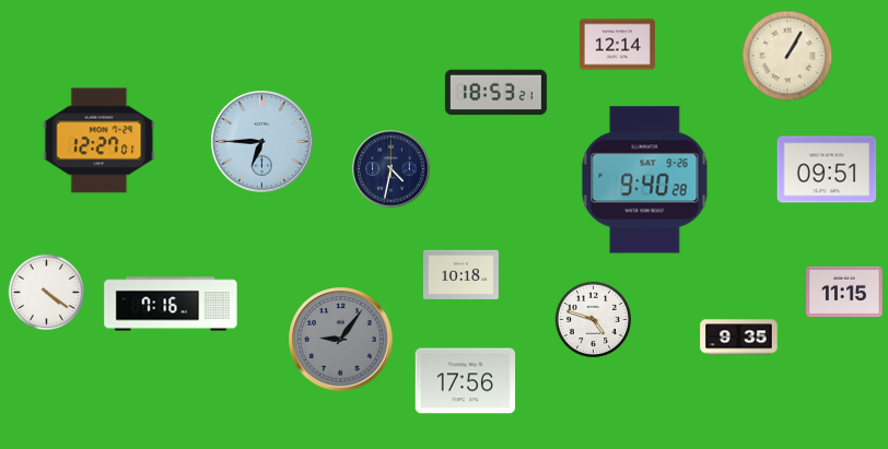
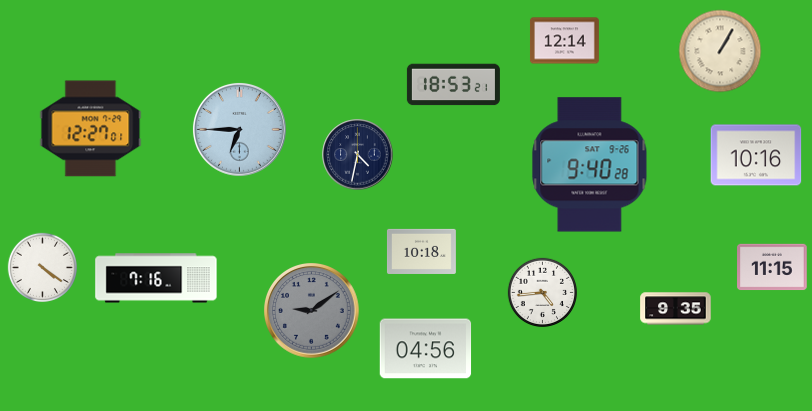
clock at (827, 169): 09:51 -> 10:16
clock at (593, 319): 4:48 -> 4:44
clock at (341, 340): 9:06 -> 9:09
clock at (466, 381): 17:56 -> 04:56
